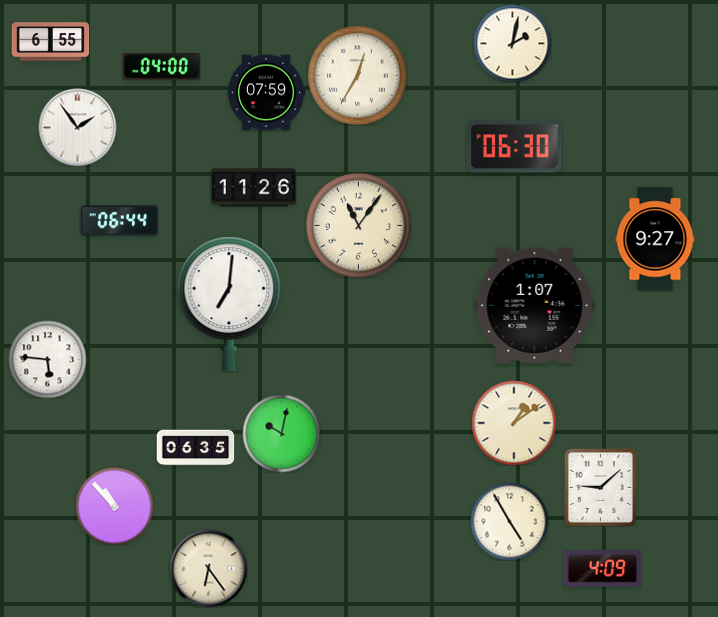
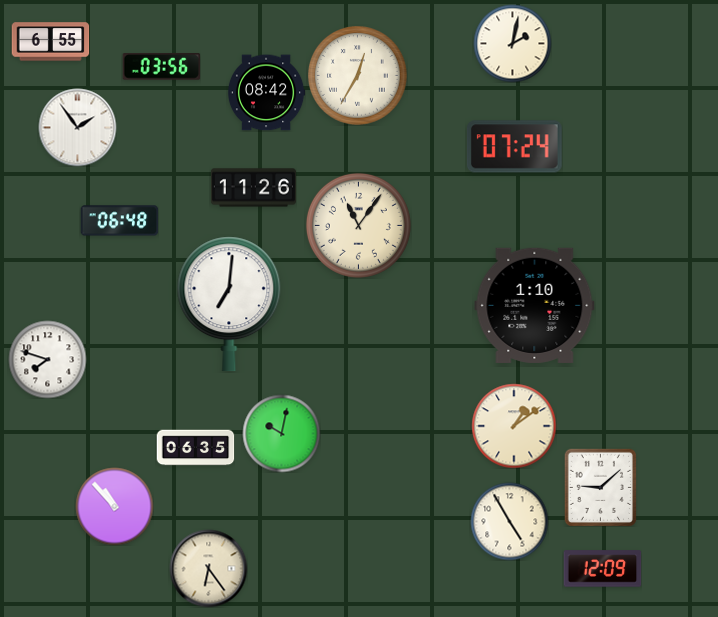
clock at (161, 67): 04:00 -> 03:56
clock at (266, 93): 07:59 -> 08:42
clock at (514, 147): 06:30 -> 07:24
clock at (119, 221): 06:44 -> 06:48
clock at (655, 239): 9:27 -> none
clock at (535, 305): 1:07 -> 1:10
clock at (47, 359): 5:46 -> 7:48
clock at (514, 423) position: (514, 423) -> (514, 426)
clock at (602, 569): 4:09 -> 12:09
